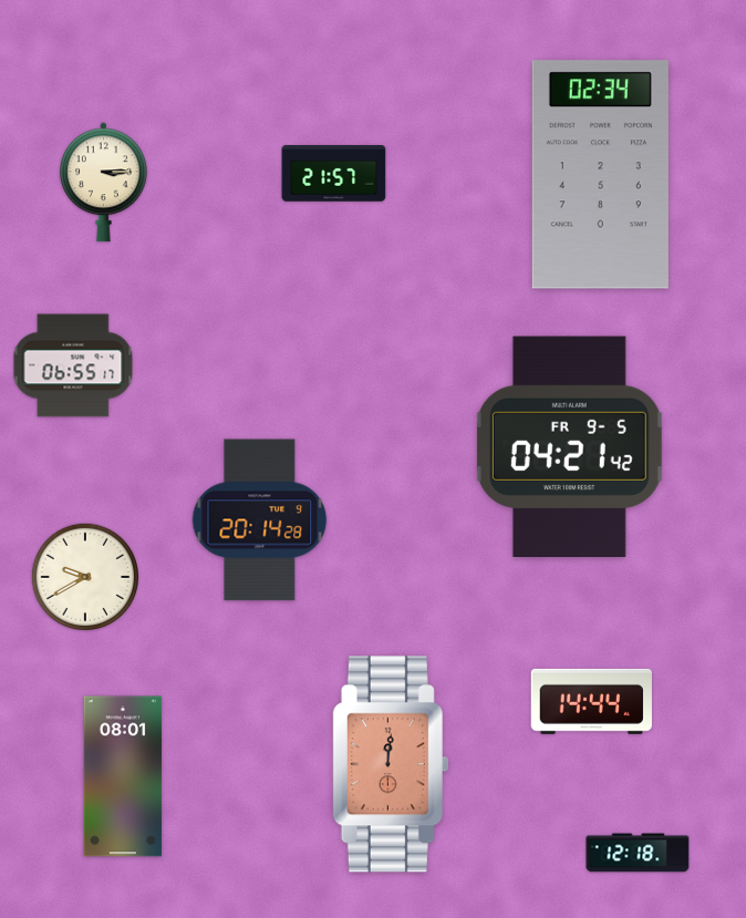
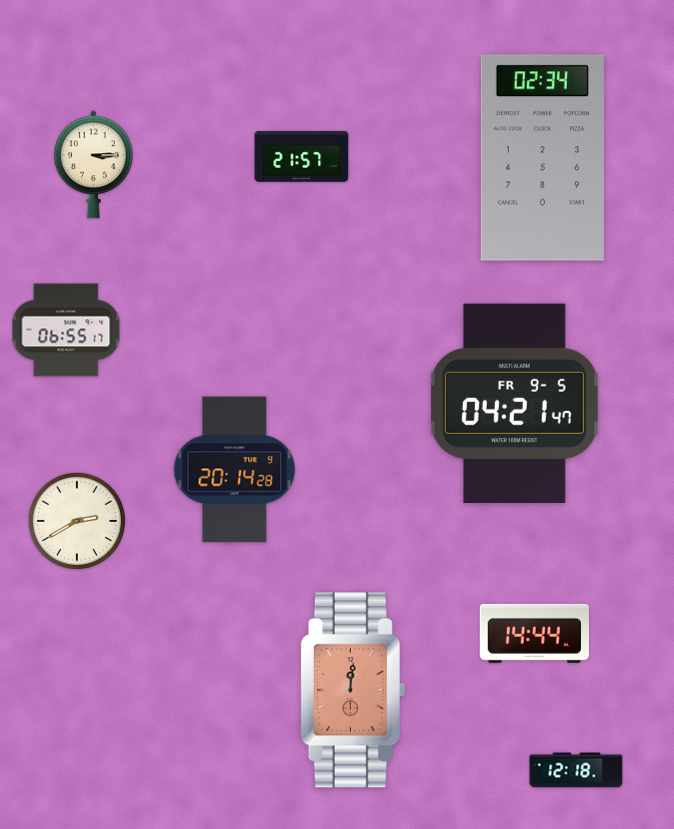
clock at (569, 446): 04:21:42 -> 04:21:47
clock at (84, 576): 9:40 -> 2:40
clock at (123, 776): 08:01 -> none
